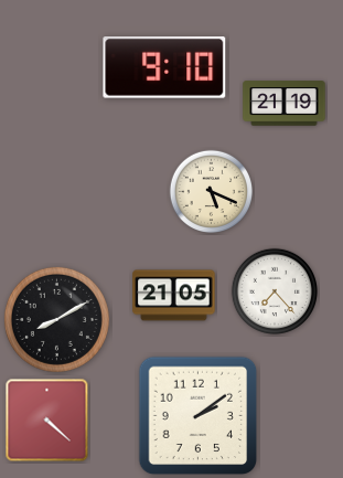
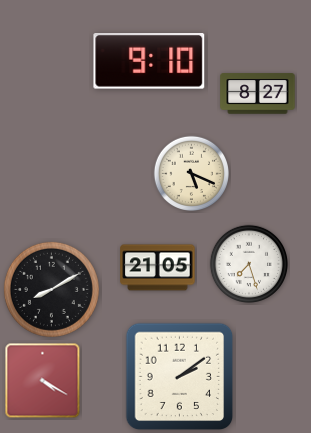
clock at (285, 104): 21:19 -> 8:27
clock at (274, 290): 7:23 -> 7:27
clock at (47, 421): 4:22 -> 4:20
